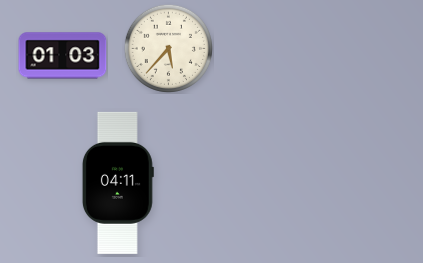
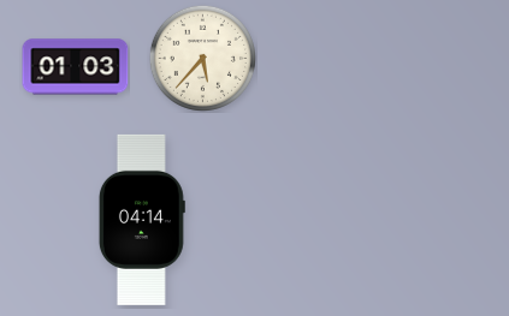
clock at (118, 183): 04:11 -> 04:14
